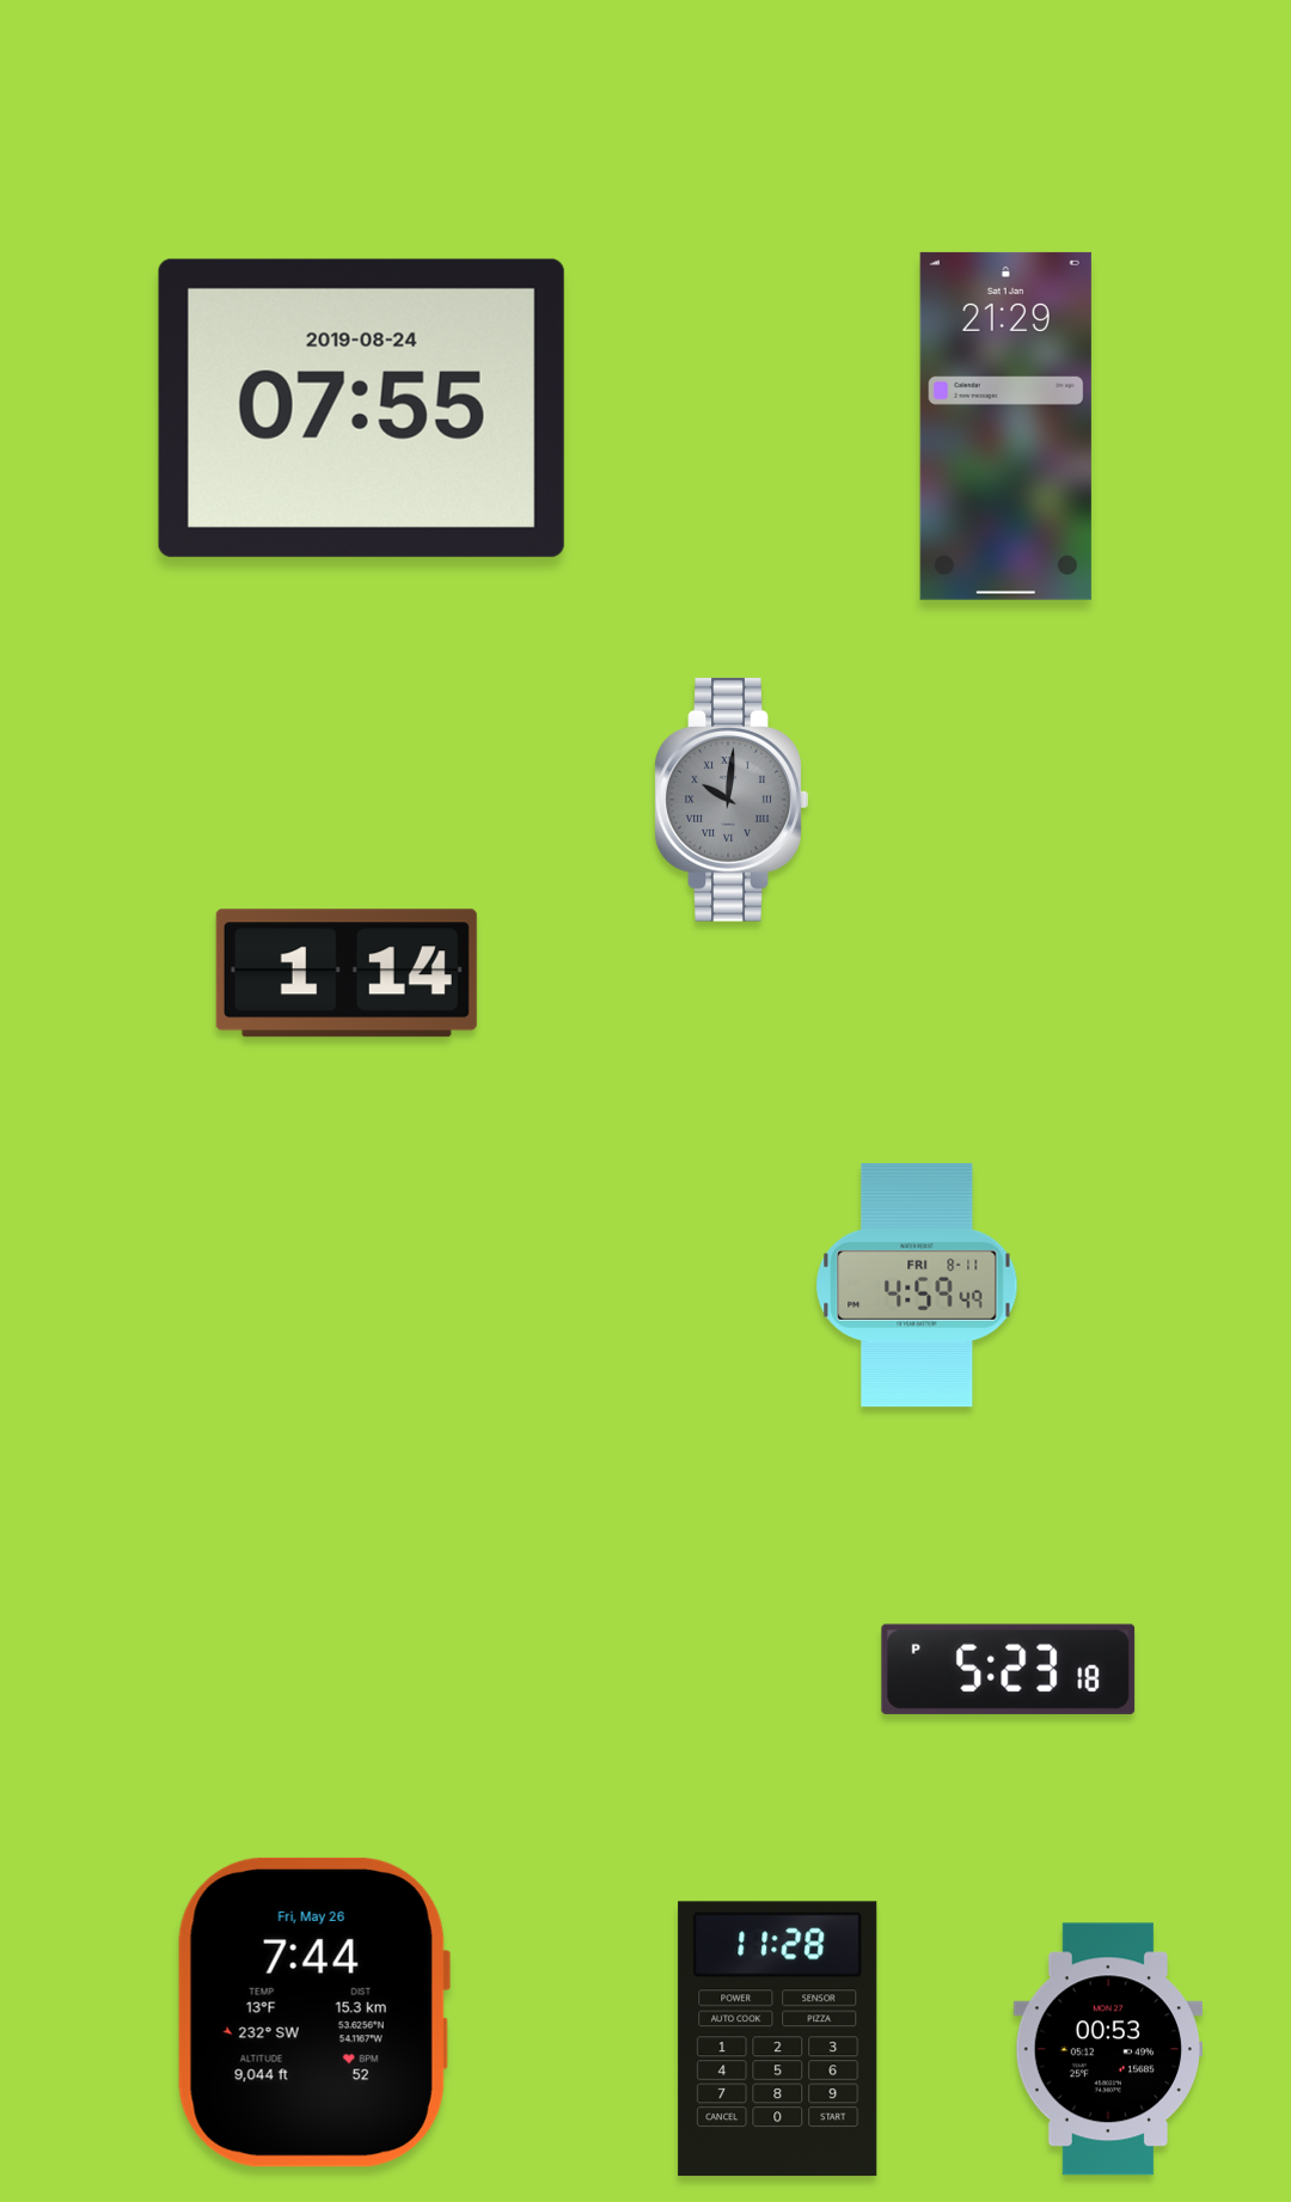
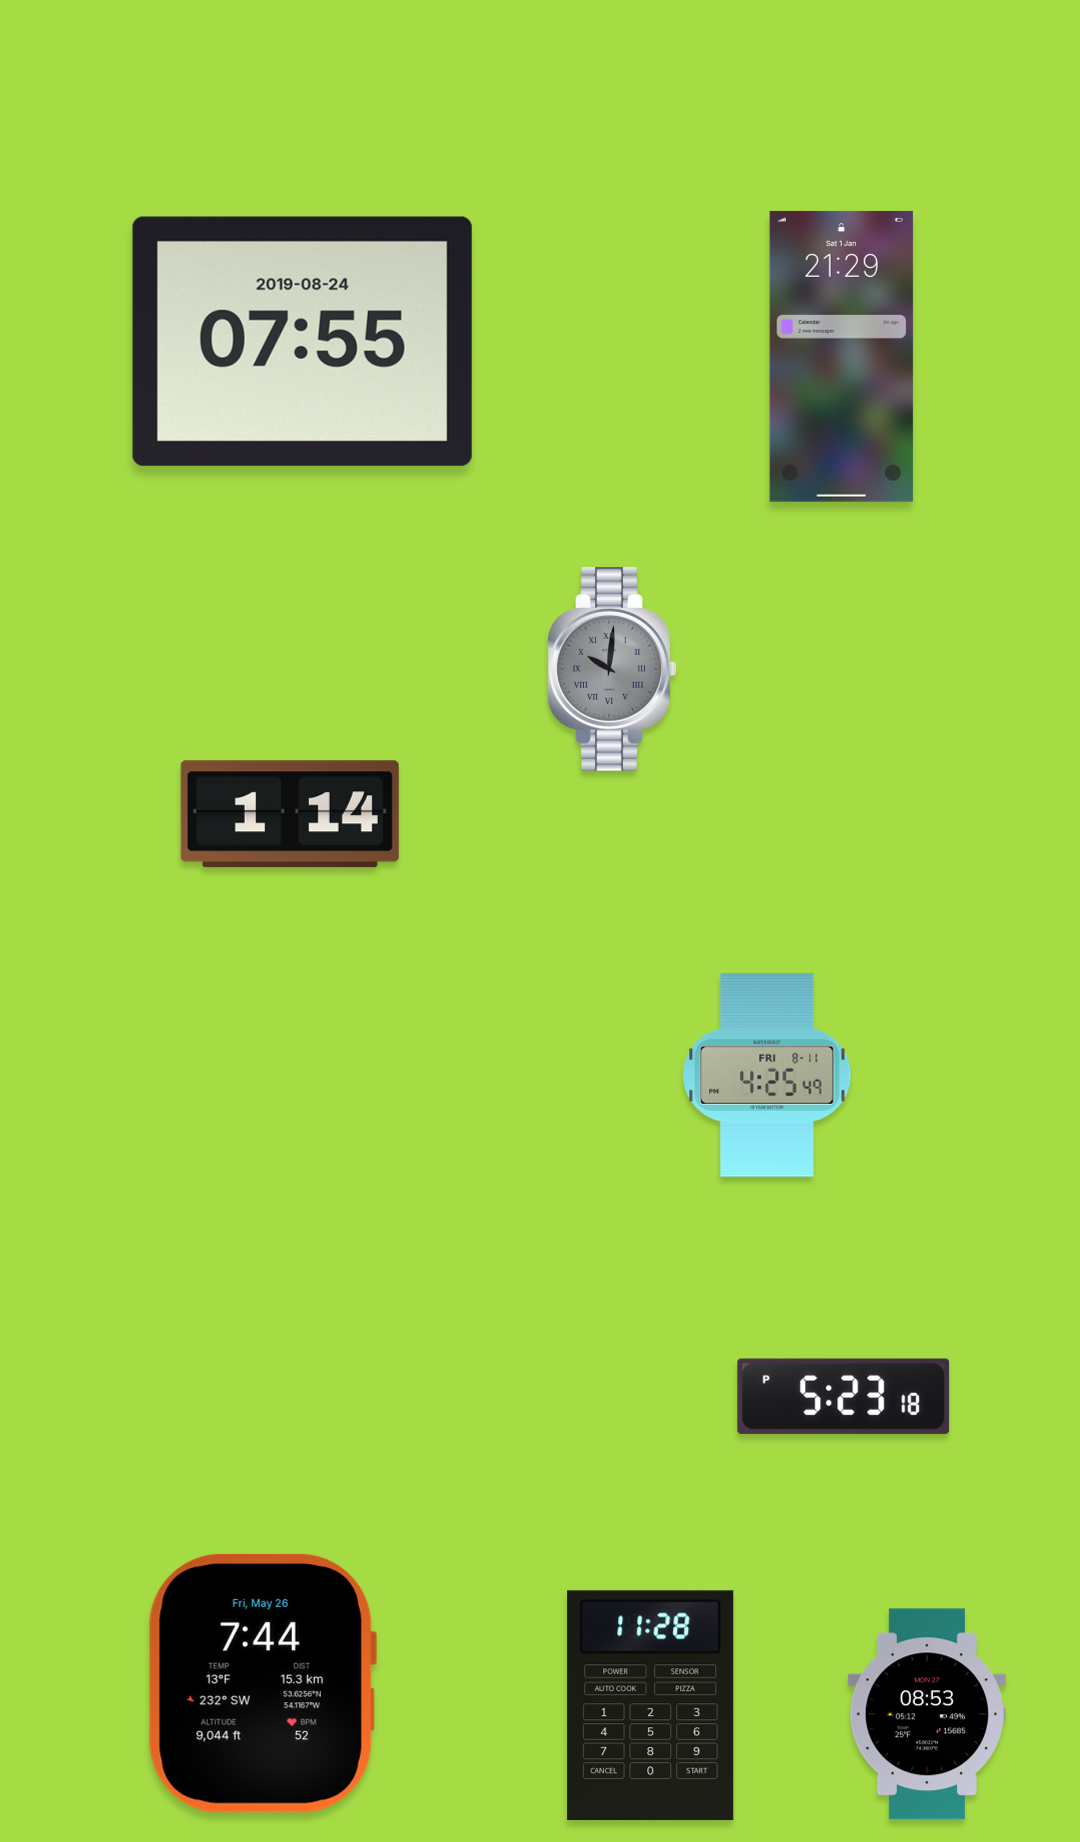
clock at (917, 1285): 4:59 -> 4:25
clock at (1107, 2049): 00:53 -> 08:53
